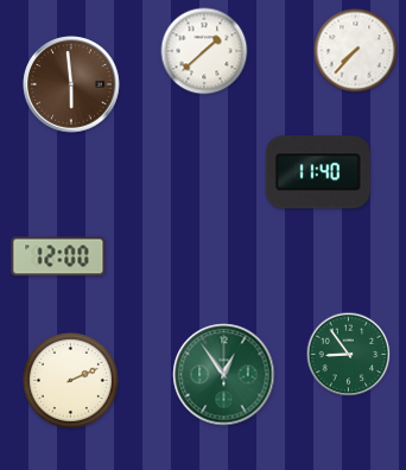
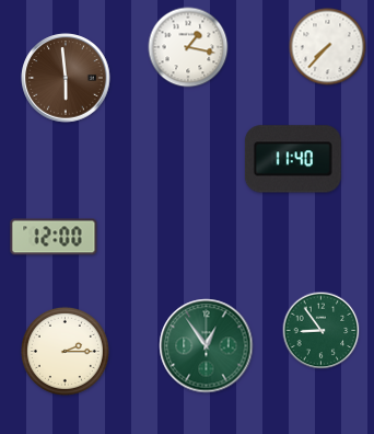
clock at (204, 51): 1:38 -> 1:17
clock at (349, 355) position: (349, 355) -> (322, 331)
clock at (70, 380): 2:11 -> 2:15
